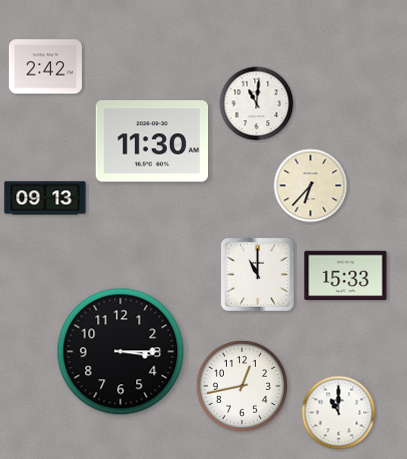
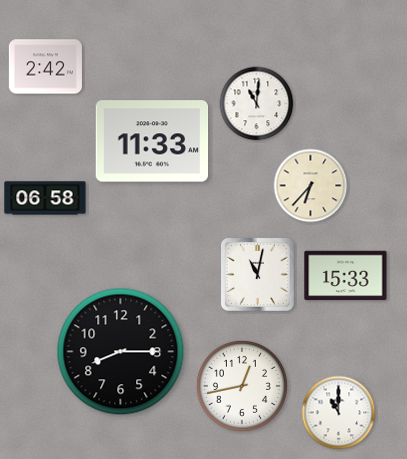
clock at (152, 141): 11:30 -> 11:33
clock at (45, 198): 09:13 -> 06:58
clock at (257, 274): 11:00 -> 11:02
clock at (121, 352): 3:15 -> 8:15
